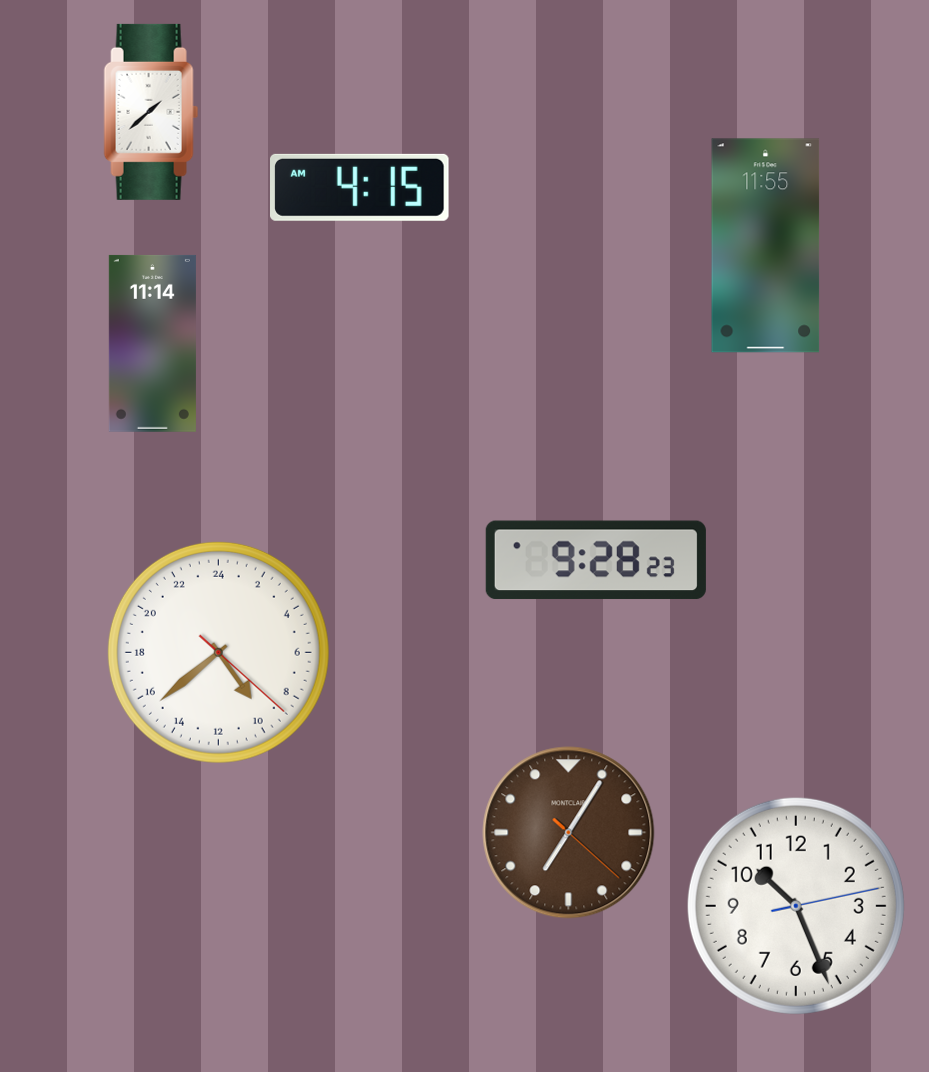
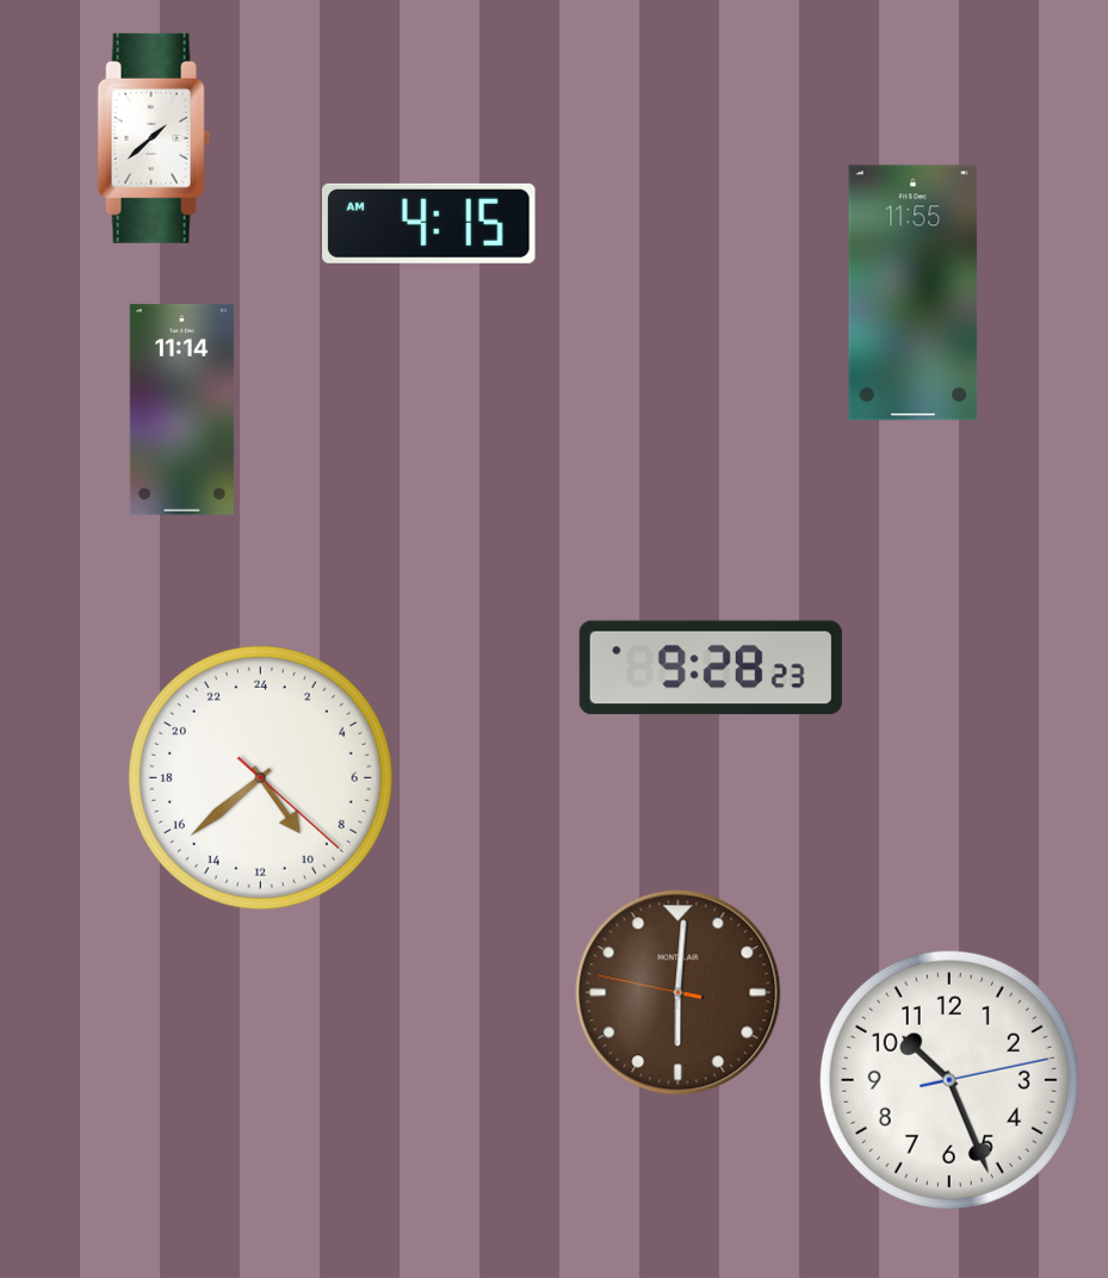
clock at (151, 112) position: (151, 112) -> (154, 138)
clock at (569, 833): 7:05 -> 6:00
